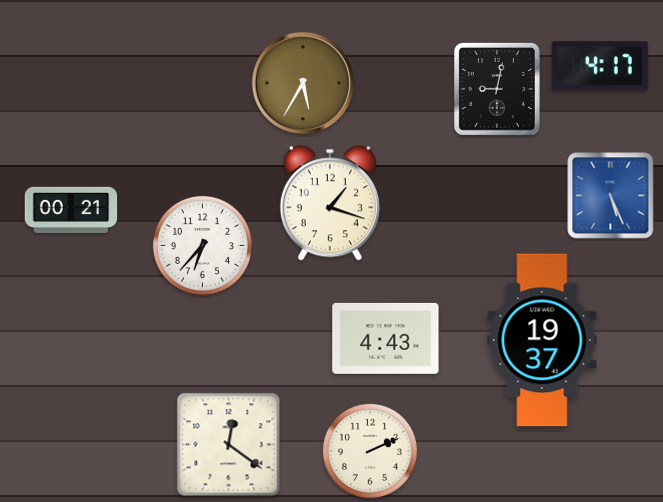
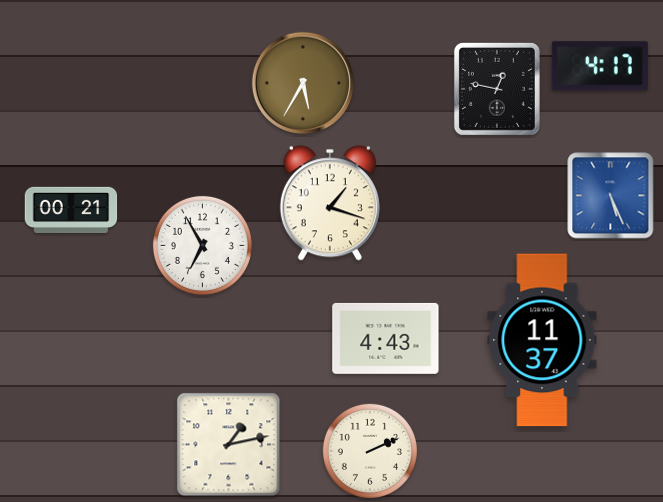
clock at (497, 89): 9:02 -> 12:47
clock at (202, 245): 6:37 -> 6:55
clock at (542, 340): 19:37 -> 11:37
clock at (229, 445): 12:21 -> 1:13
